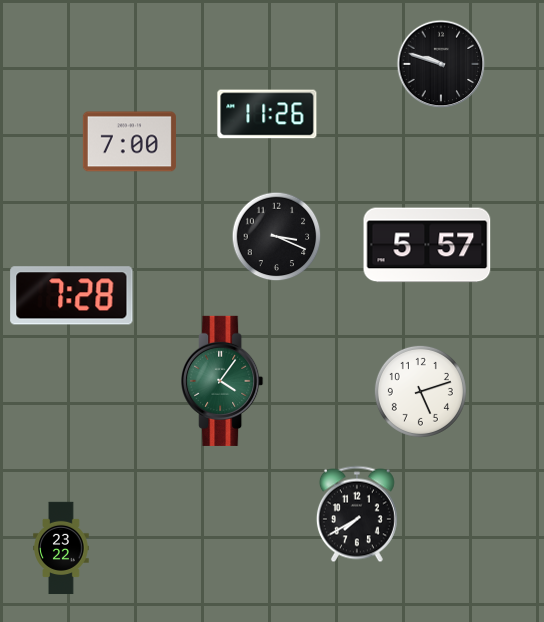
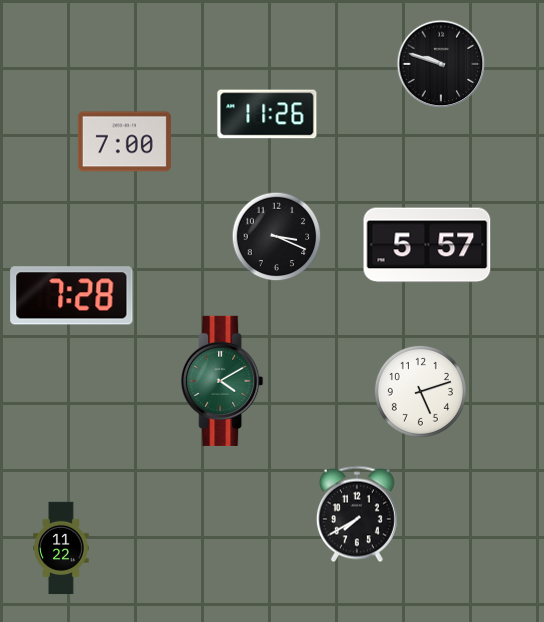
clock at (129, 142) position: (129, 142) -> (124, 142)
clock at (222, 381): 4:06 -> 4:10
clock at (61, 548): 23:22 -> 11:22
